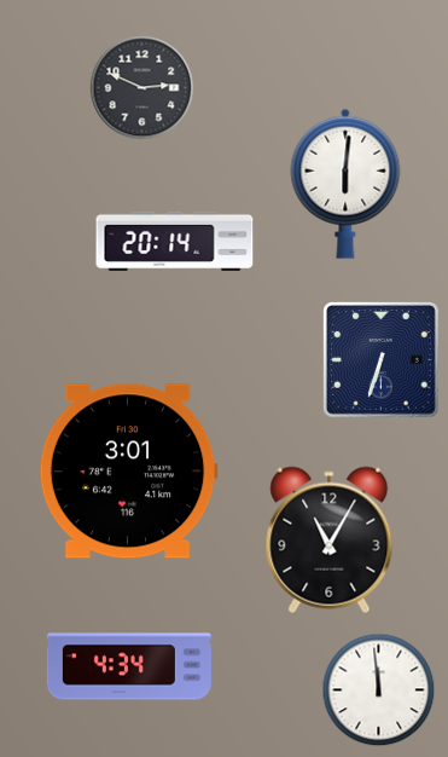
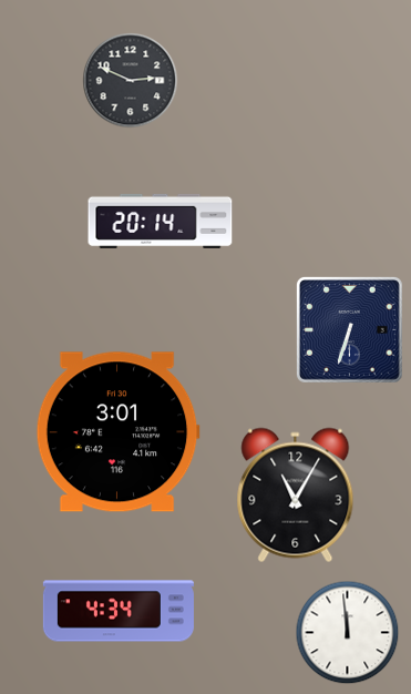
clock at (345, 184): 6:01 -> none
clock at (330, 541) position: (330, 541) -> (296, 496)
